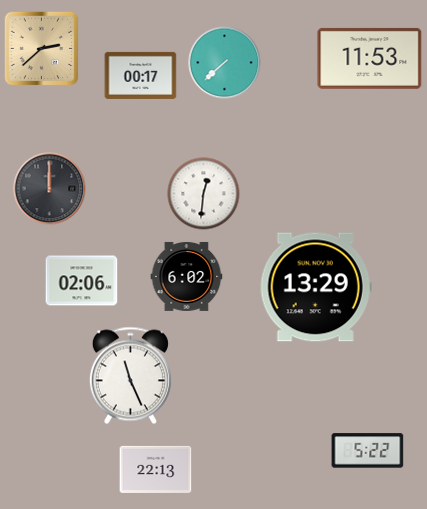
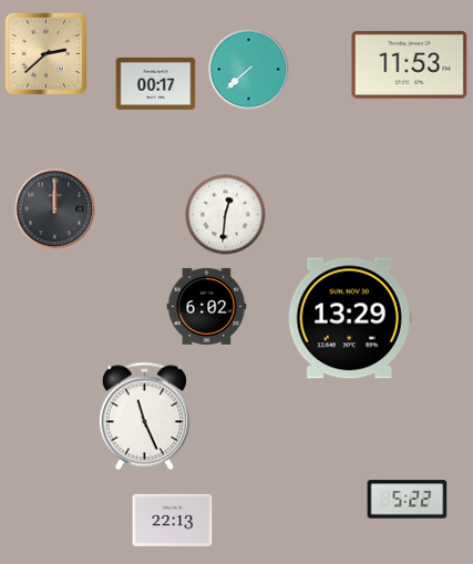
clock at (82, 281): 02:06 -> none
